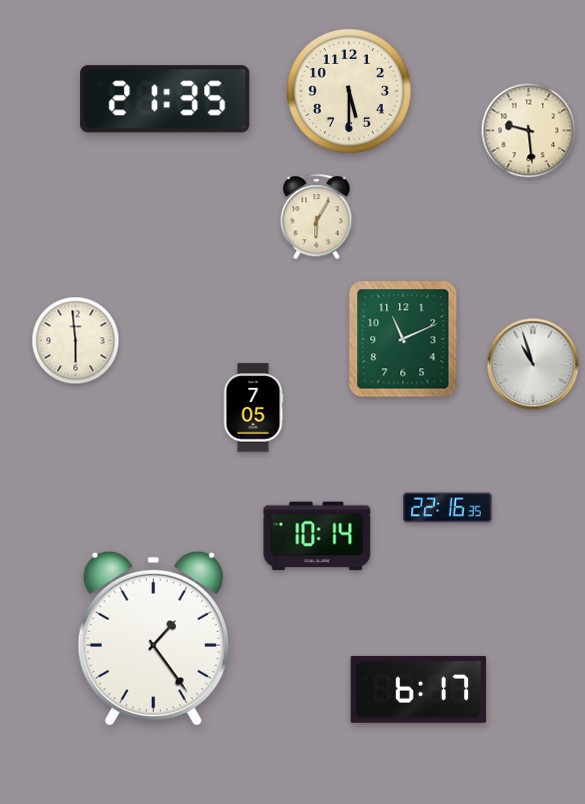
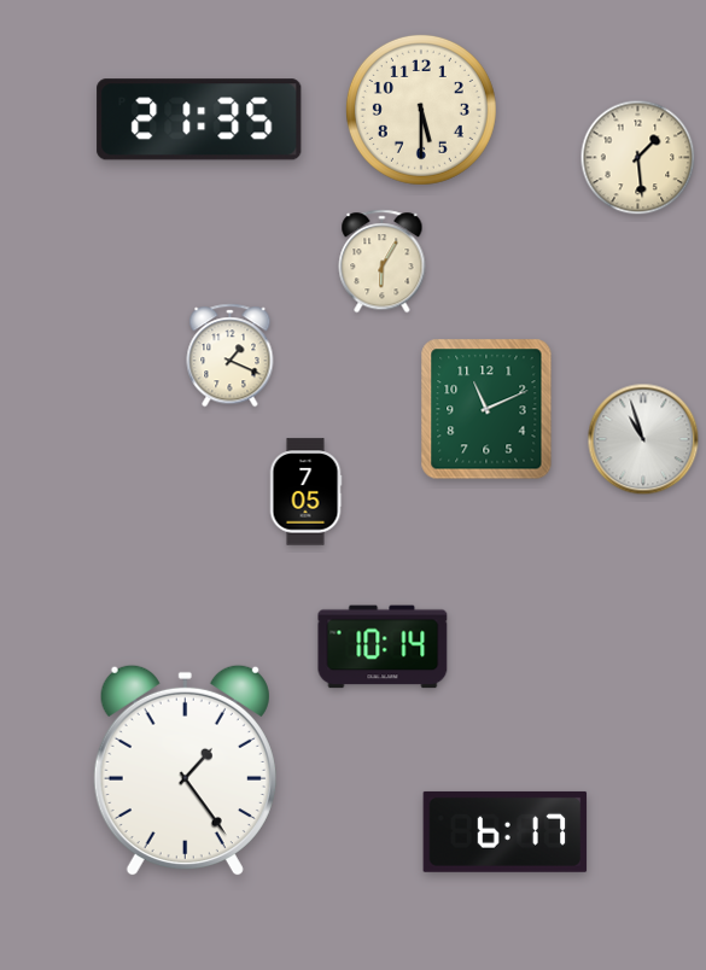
clock at (529, 131): 9:29 -> 1:29
clock at (231, 356): none -> 1:19
clock at (76, 341): 5:59 -> none
clock at (448, 508): 22:16 -> none
